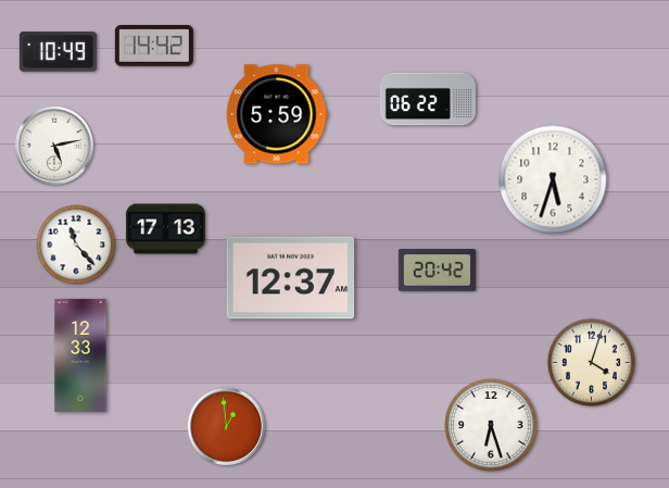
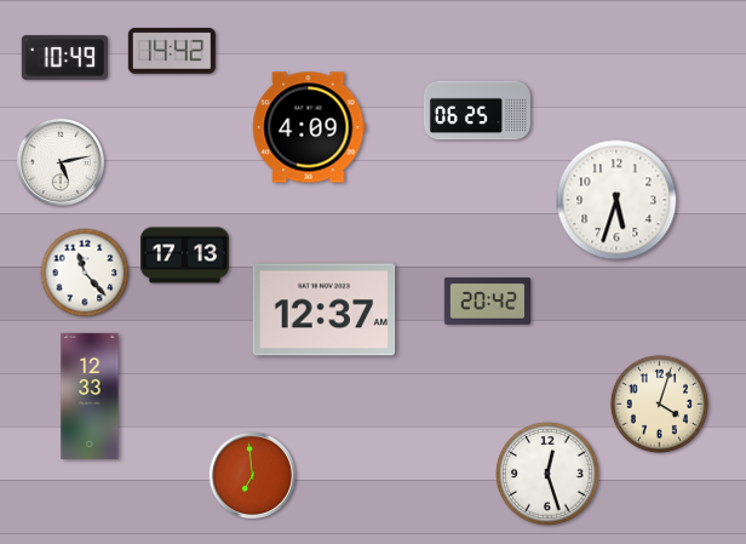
clock at (428, 99): 06:22 -> 06:25
clock at (277, 114): 5:59 -> 4:09
clock at (491, 425): 6:27 -> 12:27
clock at (226, 426): 12:59 -> 6:59
